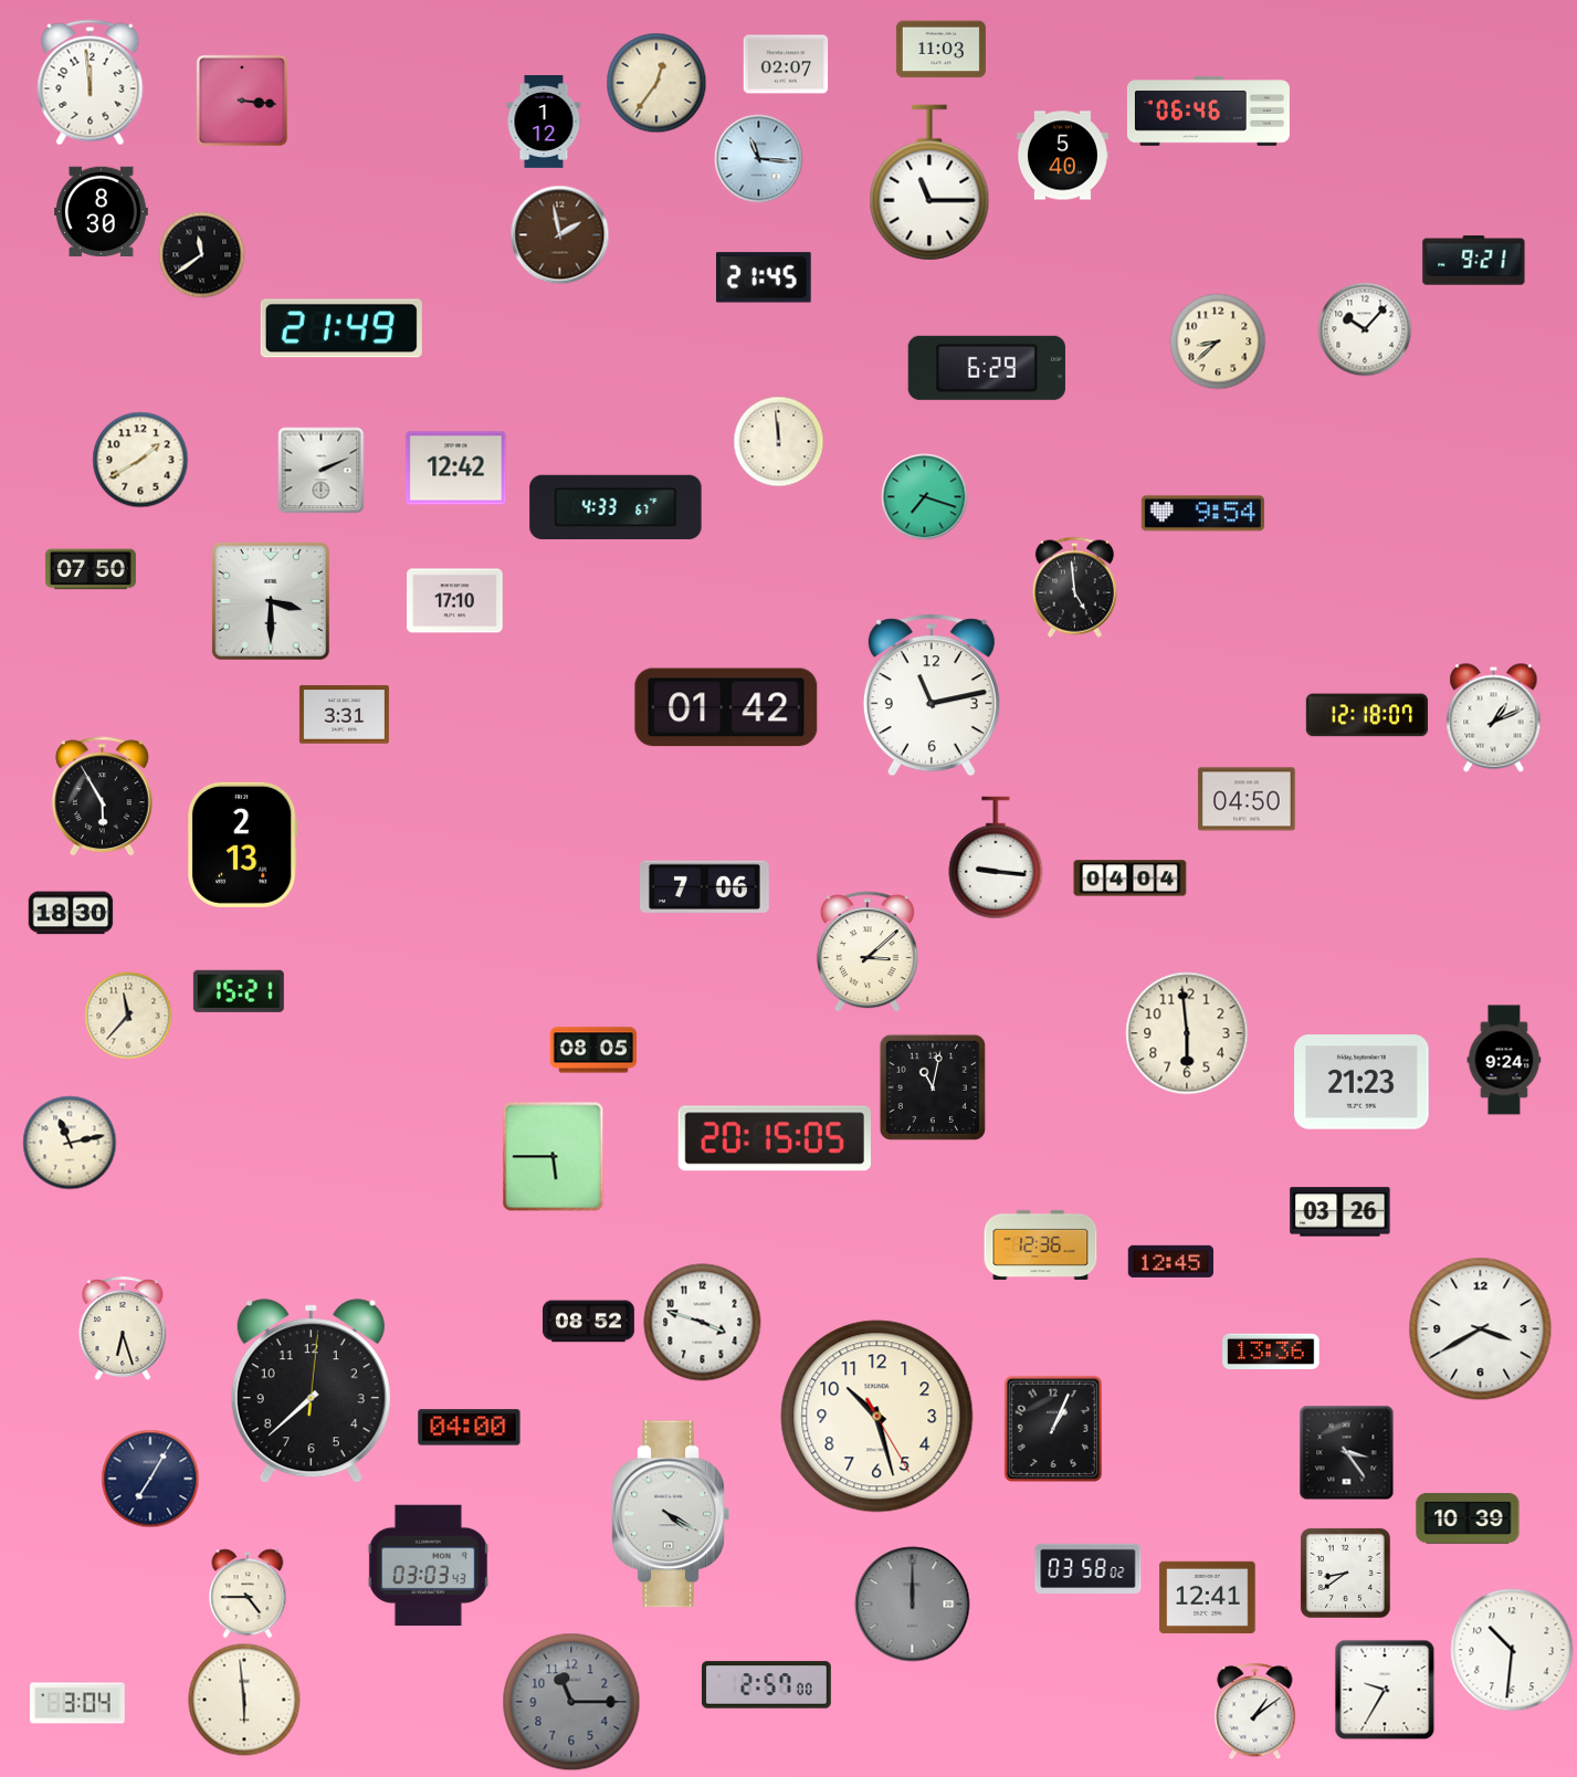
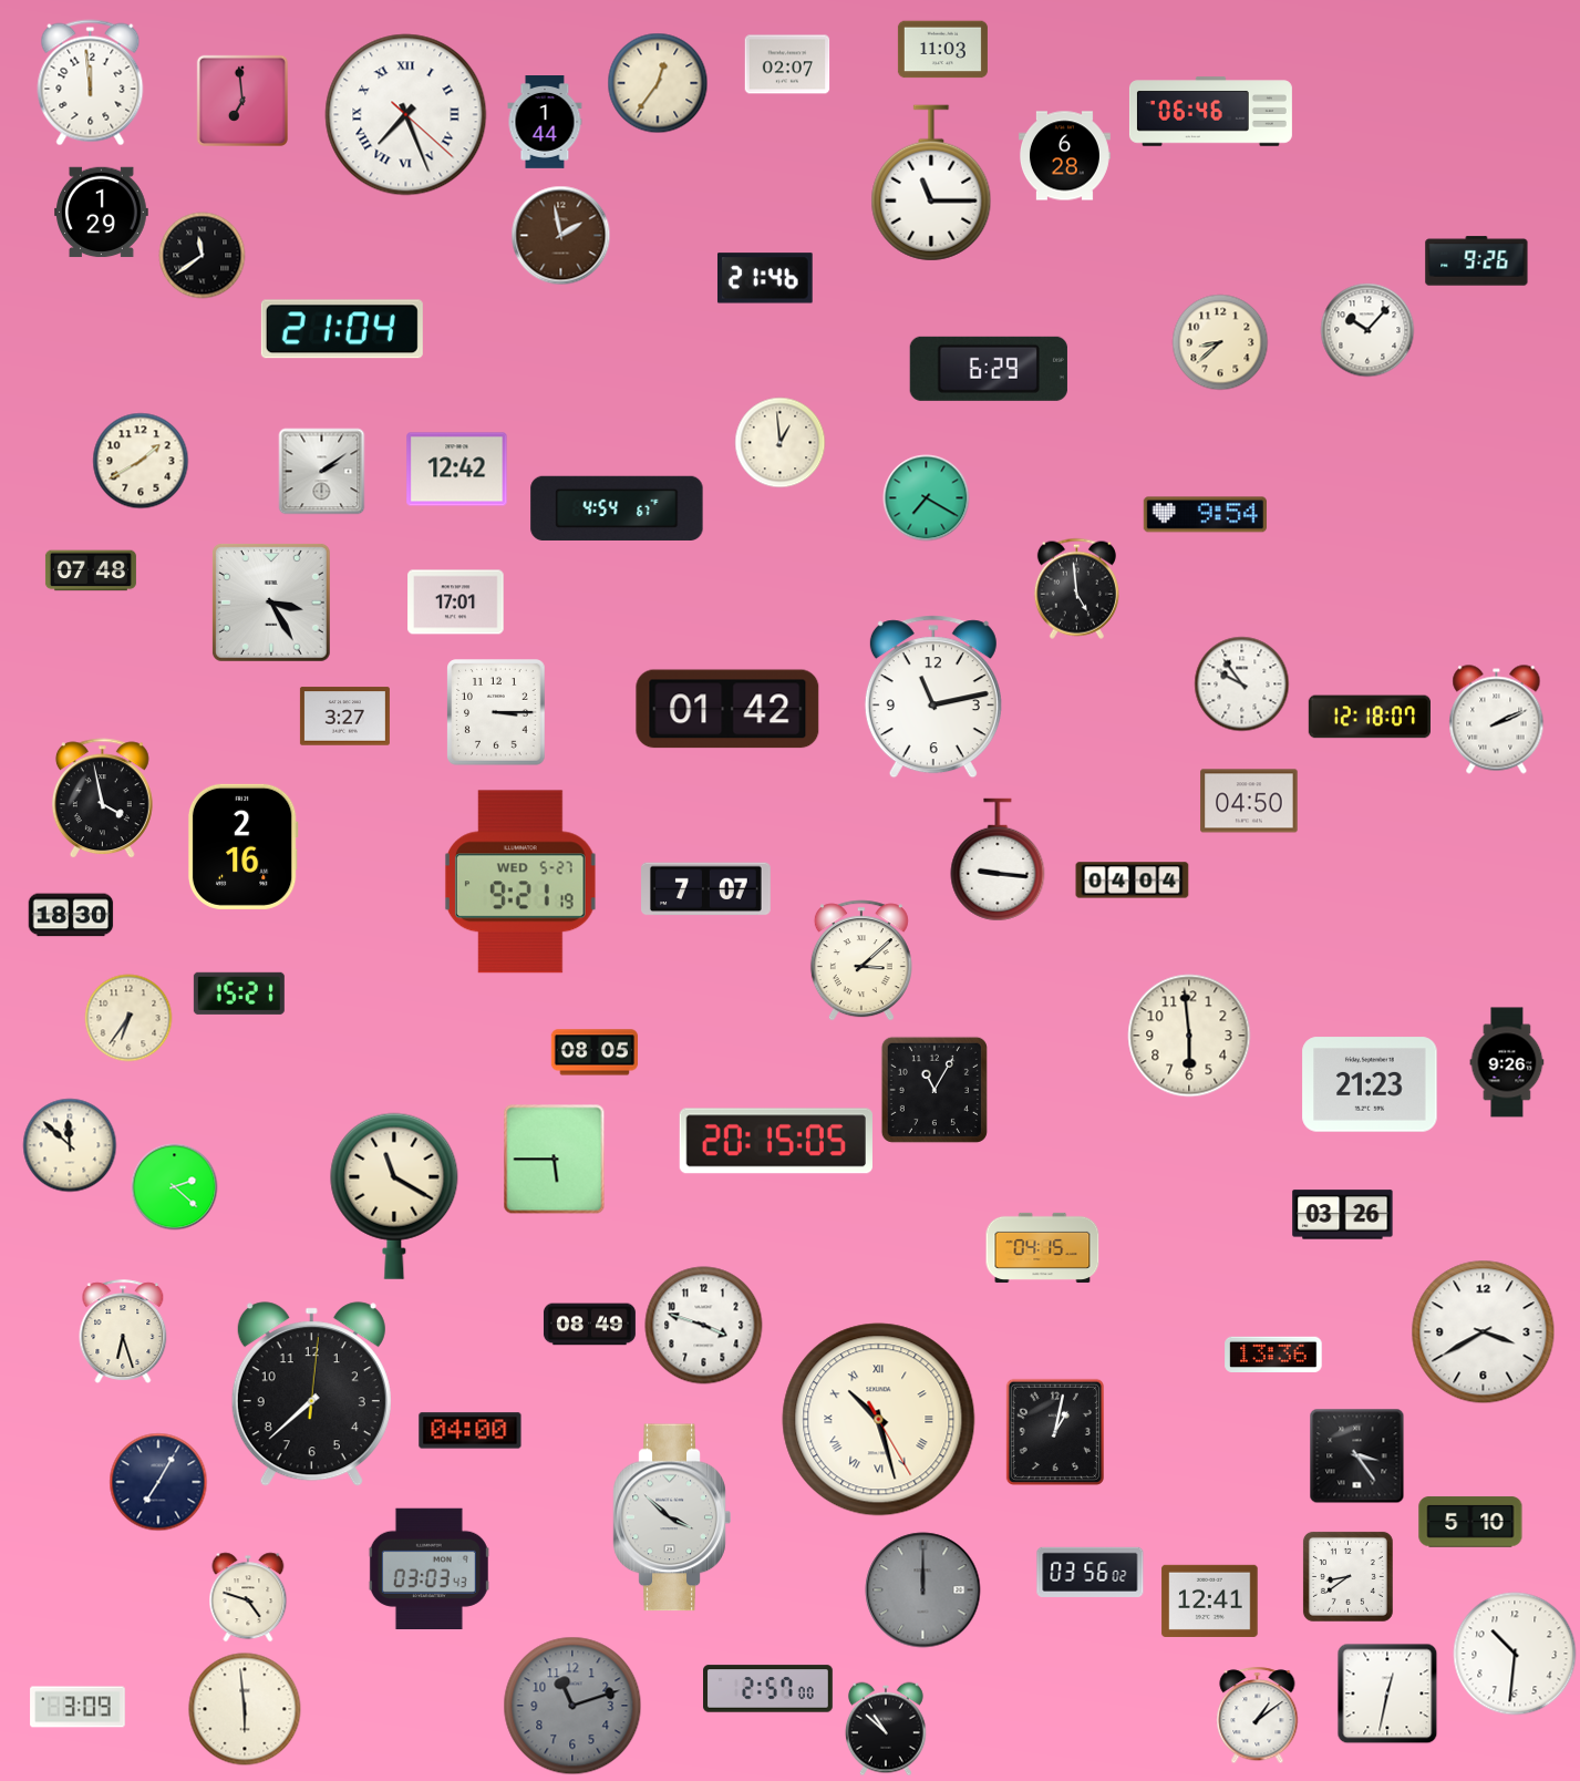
clock at (242, 101): 3:16 -> 6:59
clock at (406, 115): none -> 7:26
clock at (544, 123): 1:12 -> 1:44
clock at (1062, 156): 5:40 -> 6:28
clock at (759, 159): 11:16 -> none
clock at (102, 212): 8:30 -> 1:29
clock at (1474, 261): 9:21 -> 9:26
clock at (764, 277): 21:45 -> 21:46
clock at (341, 328): 21:49 -> 21:04
clock at (779, 442): 11:59 -> 12:59
clock at (322, 471): 2:11 -> 2:09
clock at (925, 497): 7:18 -> 7:20
clock at (616, 507): 4:33 -> 4:54
clock at (91, 569): 07:50 -> 07:48
clock at (271, 601): 3:30 -> 3:25
clock at (455, 601): 17:10 -> 17:01
clock at (1242, 684): none -> 9:54
clock at (496, 712): none -> 3:15
clock at (344, 715): 3:31 -> 3:27
clock at (1494, 718): 1:11 -> 2:11
clock at (102, 797): 5:55 -> 3:58
clock at (242, 844): 2:13 -> 2:16
clock at (520, 882): none -> 9:21
clock at (705, 887): 7:06 -> 7:07
clock at (868, 951) position: (868, 951) -> (861, 960)
clock at (128, 1016): 11:37 -> 6:36
clock at (1504, 1060): 9:24 -> 9:26
clock at (1362, 1082) position: (1362, 1082) -> (1370, 1084)
clock at (933, 1087): 11:02 -> 11:05
clock at (70, 1143): 11:13 -> 11:52
clock at (175, 1187): none -> 2:22
clock at (394, 1196): none -> 11:20
clock at (1041, 1244): 12:36 -> 04:15
clock at (1171, 1261): 12:45 -> none
clock at (588, 1322): 08:52 -> 08:49
clock at (877, 1417) numerals: Arabic -> Roman
clock at (1053, 1429): 1:04 -> 1:02
clock at (1347, 1453) position: (1347, 1453) -> (1357, 1456)
clock at (150, 1479) position: (150, 1479) -> (158, 1482)
clock at (671, 1514): 4:20 -> 3:52
clock at (1468, 1518): 10:39 -> 5:10
clock at (1089, 1568): 03:58 -> 03:56
clock at (248, 1594): 4:45 -> 4:48
clock at (913, 1605) position: (913, 1605) -> (923, 1590)
clock at (1385, 1690): 9:35 -> 12:32
clock at (244, 1700) position: (244, 1700) -> (245, 1709)
clock at (571, 1702): 11:15 -> 11:12
clock at (77, 1703): 3:04 -> 3:09
clock at (886, 1729): none -> 10:52
